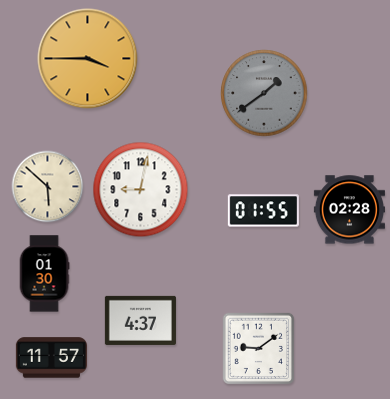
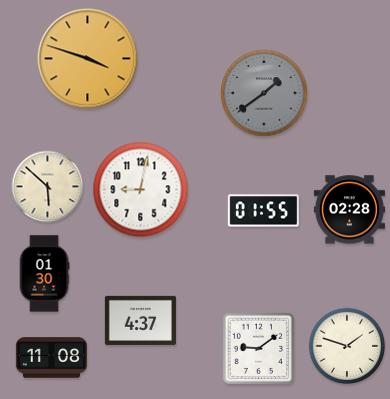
clock at (88, 59): 3:45 -> 3:48
clock at (347, 346): none -> 1:48
clock at (51, 358): 11:57 -> 11:08
